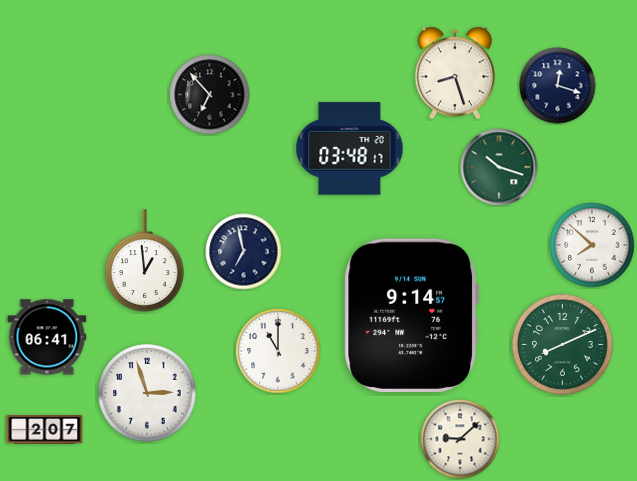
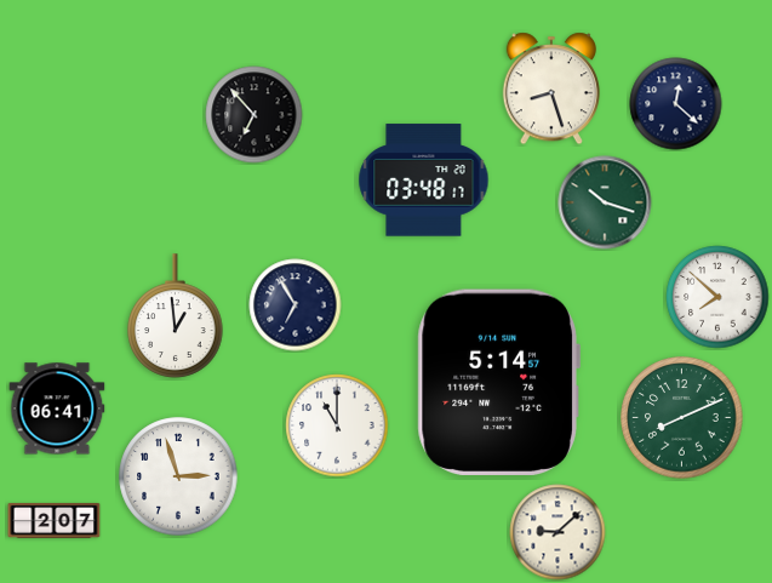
clock at (558, 86): 12:18 -> 12:22
clock at (244, 252): 6:58 -> 6:55
clock at (411, 315): 9:14 -> 5:14
